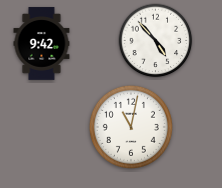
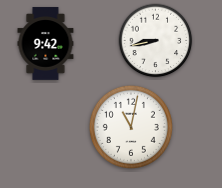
clock at (156, 41): 4:53 -> 8:43
clock at (42, 44) position: (42, 44) -> (46, 44)
